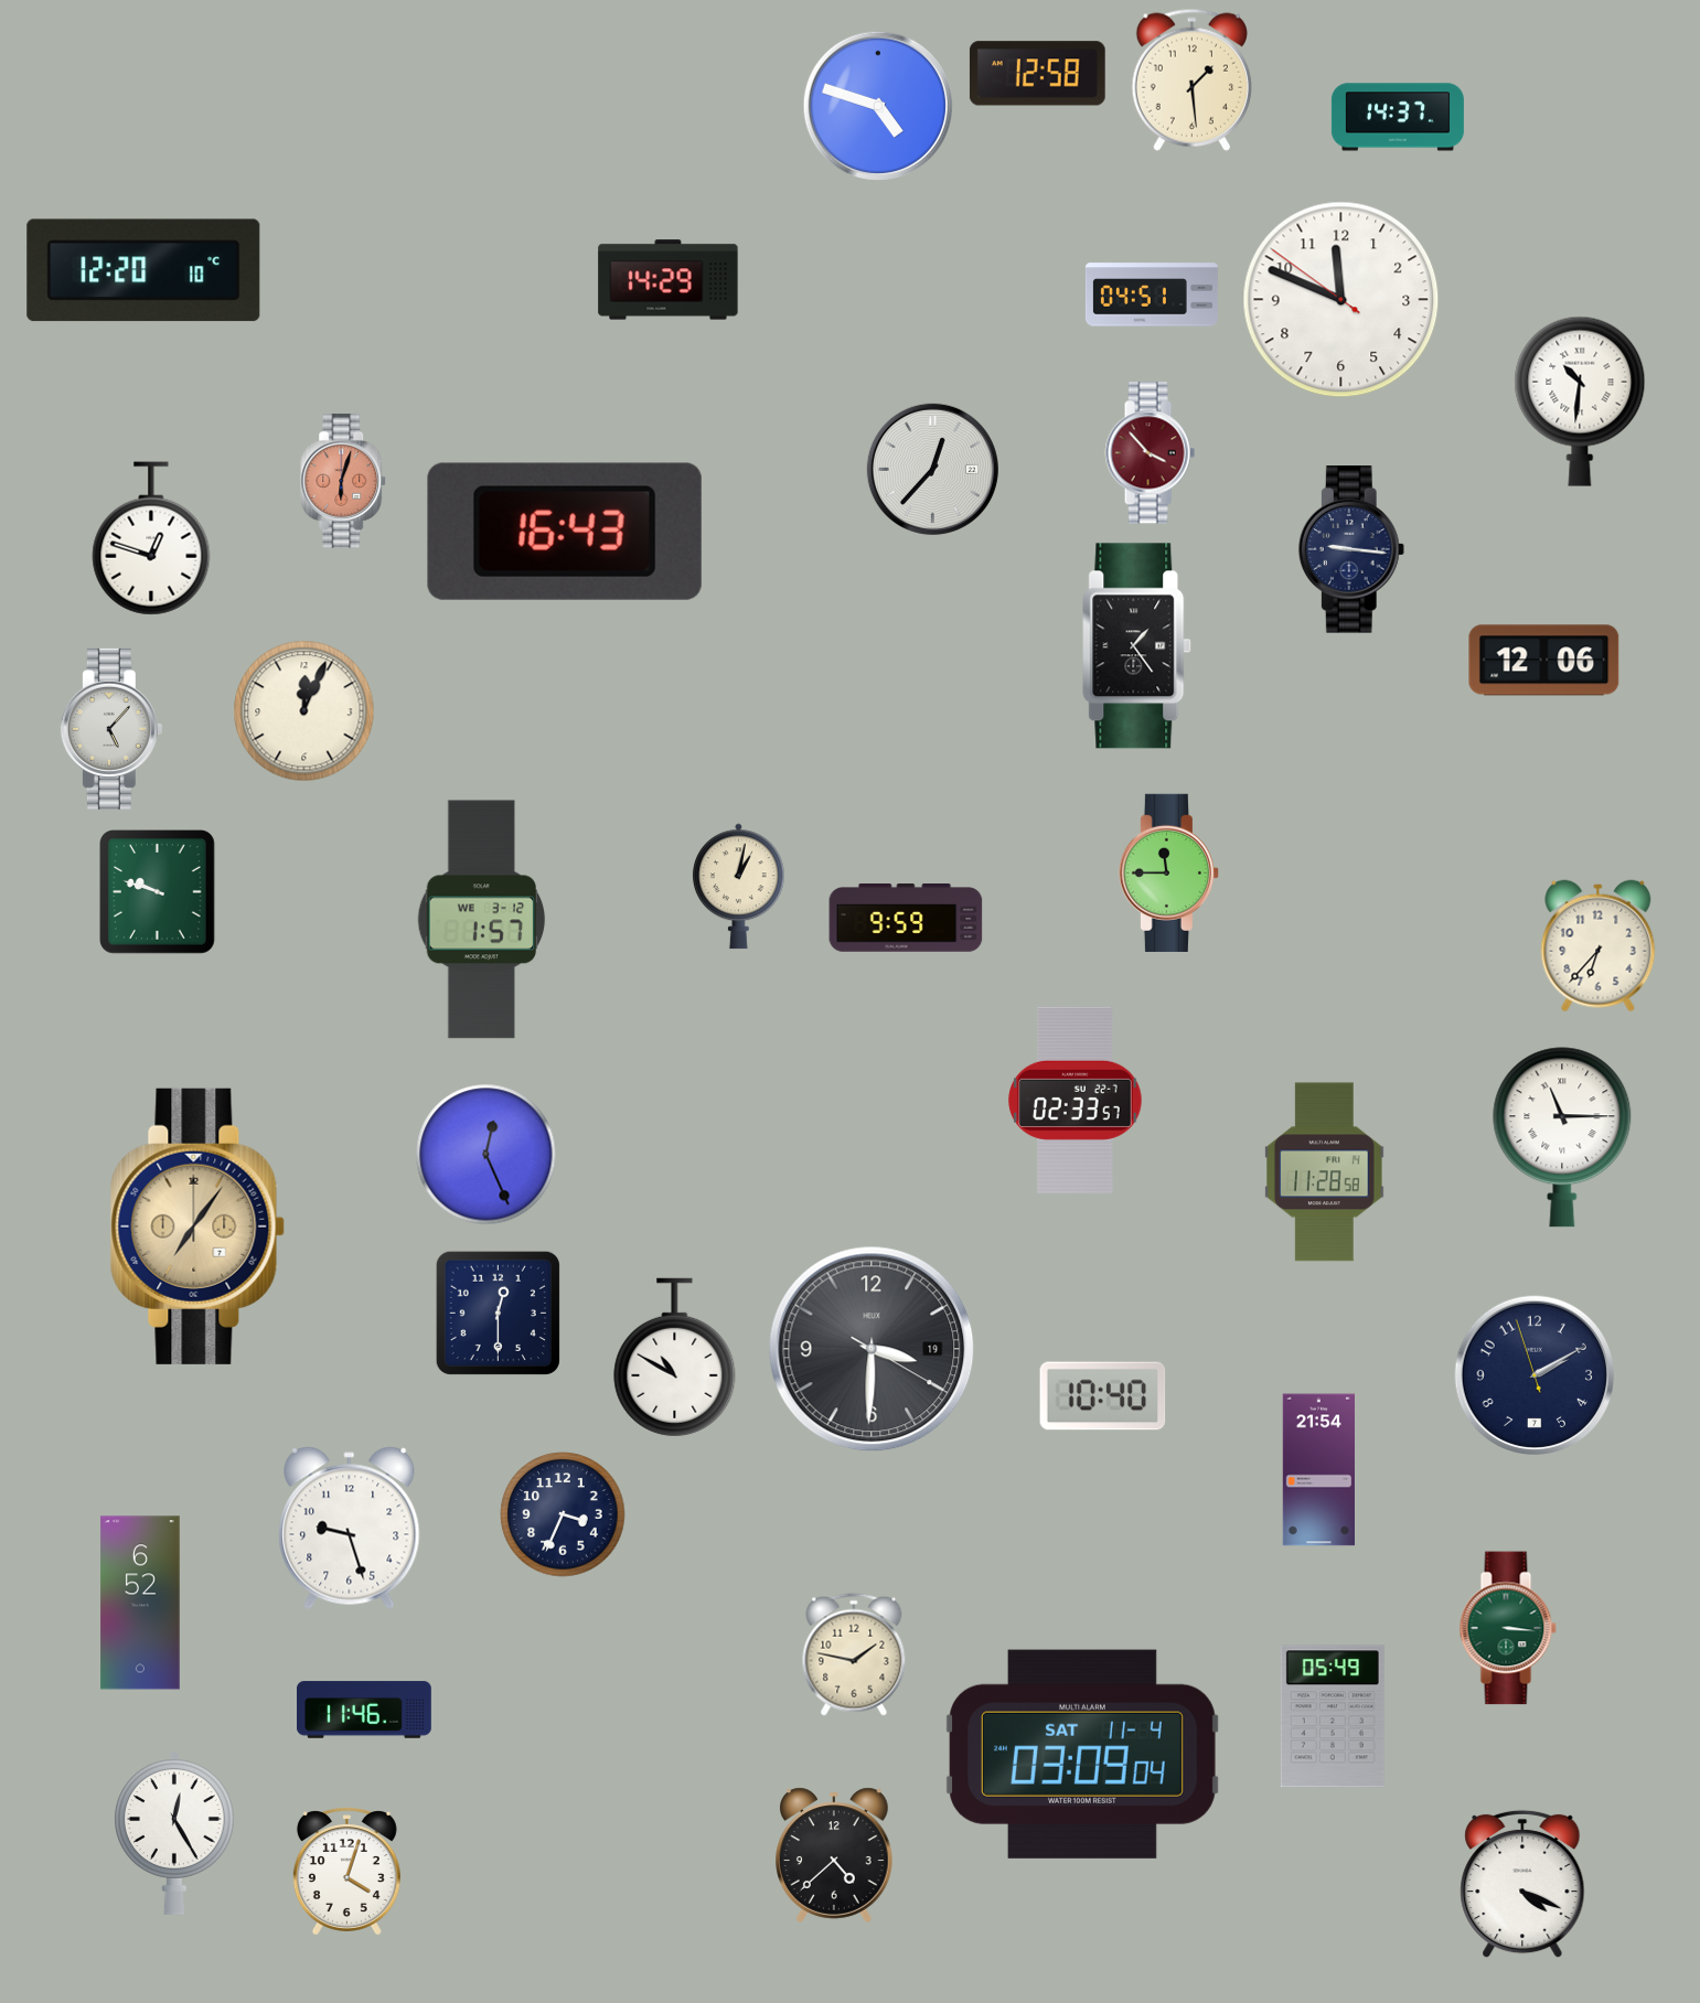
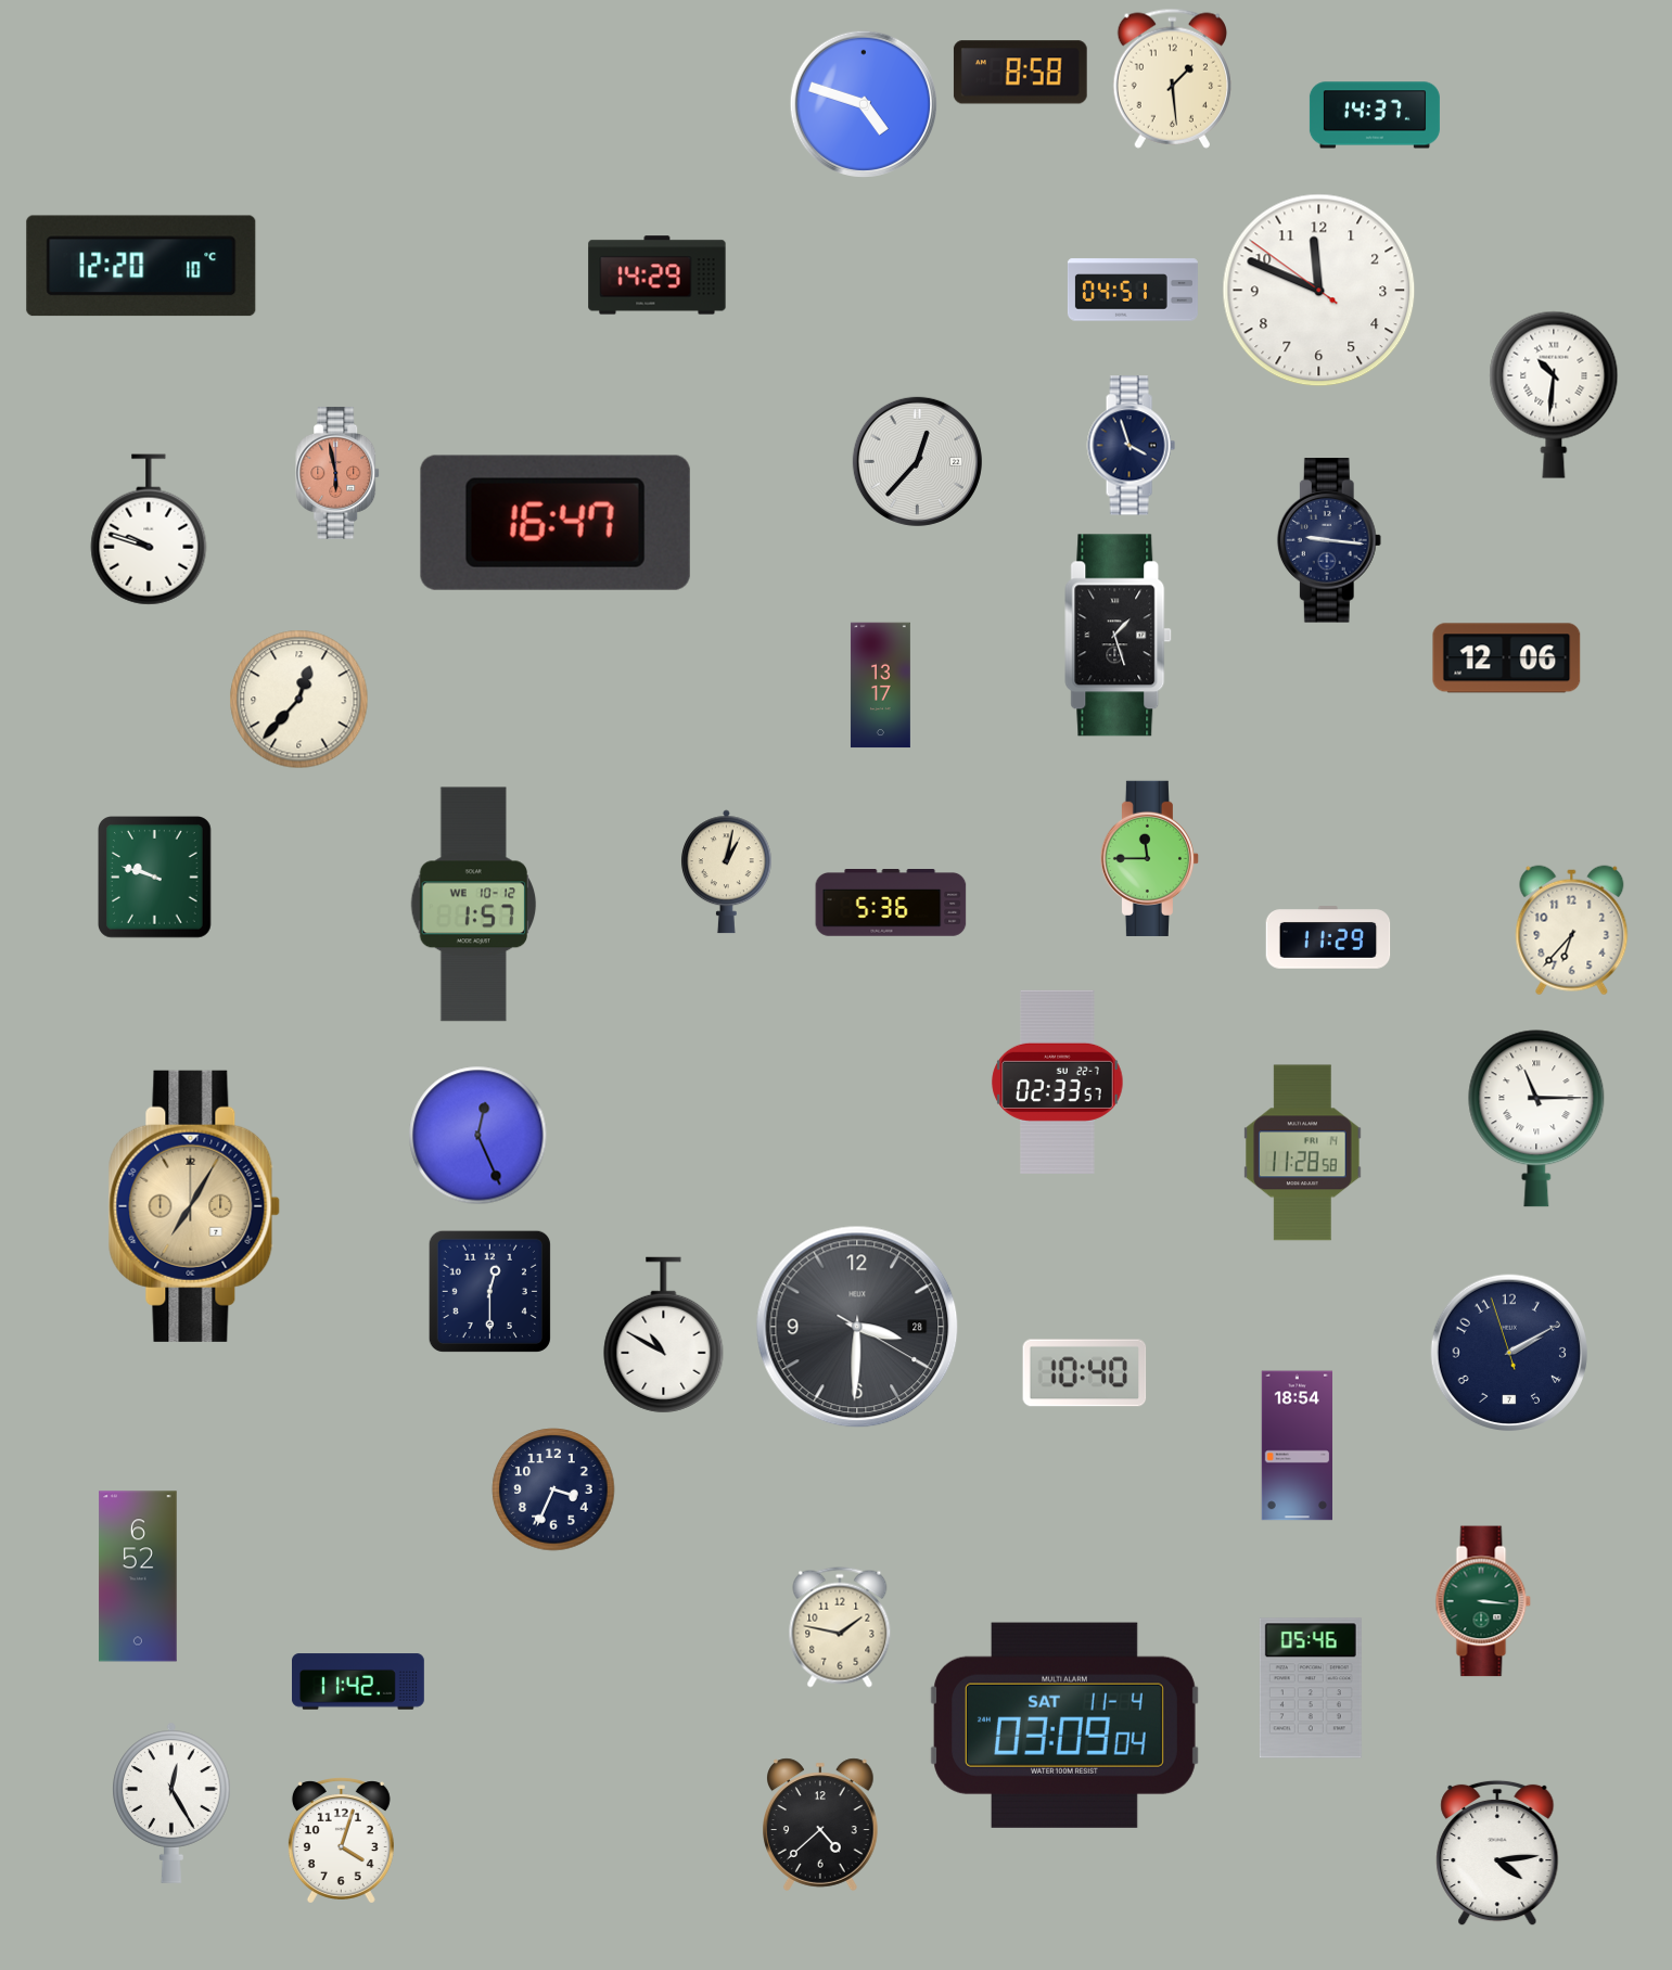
clock at (1037, 74): 12:58 -> 8:58
clock at (1341, 300) position: (1341, 300) -> (1319, 291)
clock at (1150, 453): 3:53 -> 3:57
clock at (1150, 453) dial: burgundy -> navy
clock at (344, 481): 6:03 -> 5:58
clock at (565, 532): 16:43 -> 16:47
clock at (151, 538): 12:48 -> 9:48
clock at (1137, 646): 1:24 -> 1:27
clock at (1544, 661) position: (1544, 661) -> (1507, 658)
clock at (880, 686): none -> 13:17
clock at (304, 711): 12:04 -> 12:37
clock at (111, 729): 5:07 -> none
clock at (906, 919): 9:59 -> 5:36
clock at (482, 920) date: WE 3-12 -> WE 10-12
clock at (1328, 937): none -> 11:29
clock at (197, 1227): 7:06 -> 7:05
clock at (872, 1349) date: 19 -> 28
clock at (1318, 1470): 21:54 -> 18:54
clock at (350, 1529): 9:27 -> none
clock at (365, 1710): 11:46 -> 11:42
clock at (1333, 1716): 05:49 -> 05:46
clock at (1522, 1884): 4:19 -> 4:14
